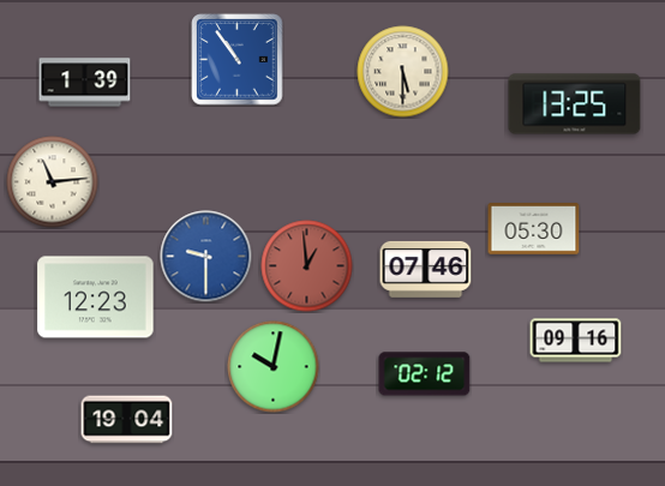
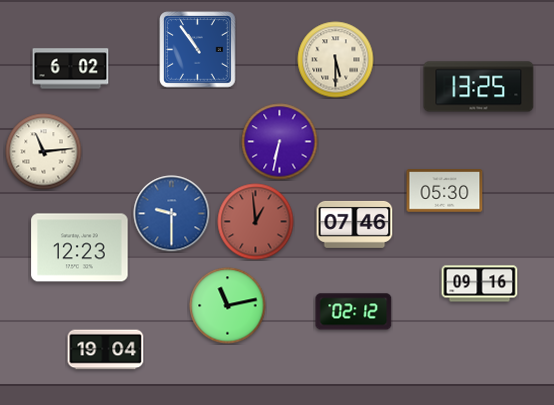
clock at (85, 83): 1:39 -> 6:02
clock at (280, 142): none -> 6:32
clock at (274, 367): 10:02 -> 11:13
